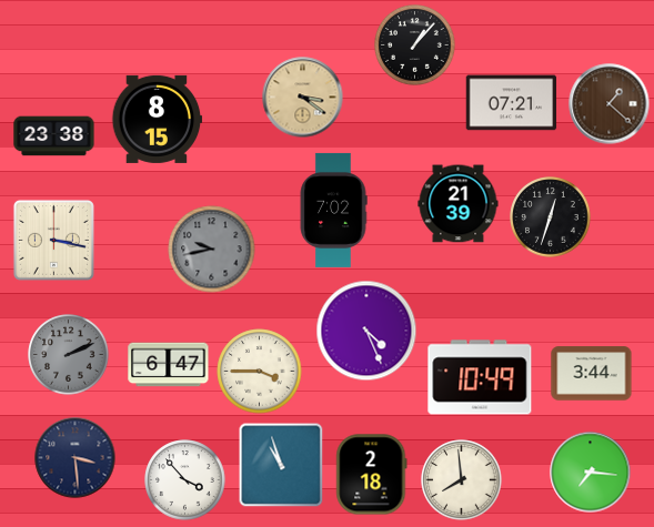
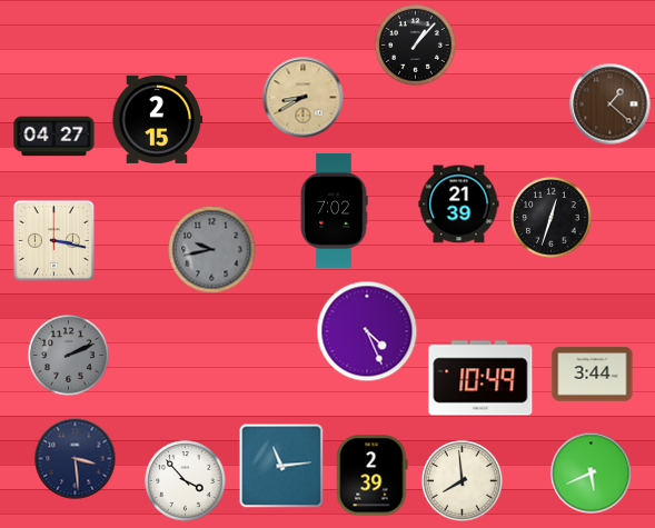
clock at (303, 98): 3:21 -> 8:40
clock at (512, 103): 07:21 -> none
clock at (158, 119): 8:15 -> 2:15
clock at (54, 136): 23:38 -> 04:27
clock at (169, 365): 6:47 -> none
clock at (260, 372): 3:45 -> none
clock at (281, 465): 10:57 -> 11:14
clock at (591, 473): 7:16 -> 5:41
clock at (372, 475): 2:18 -> 2:39
